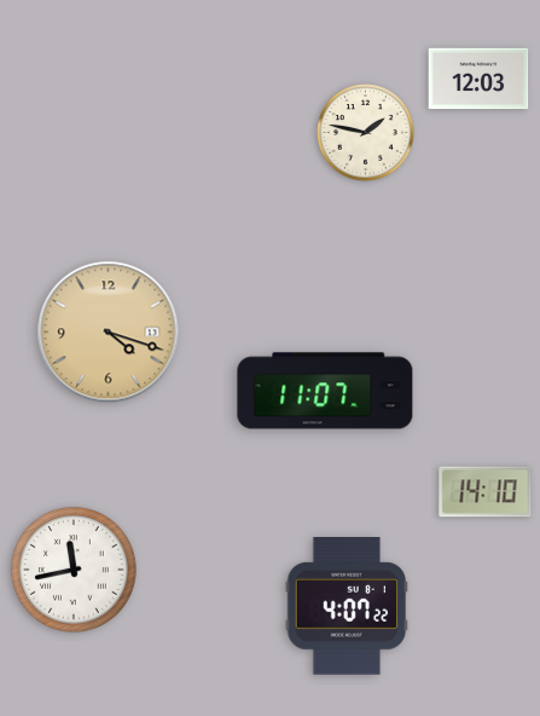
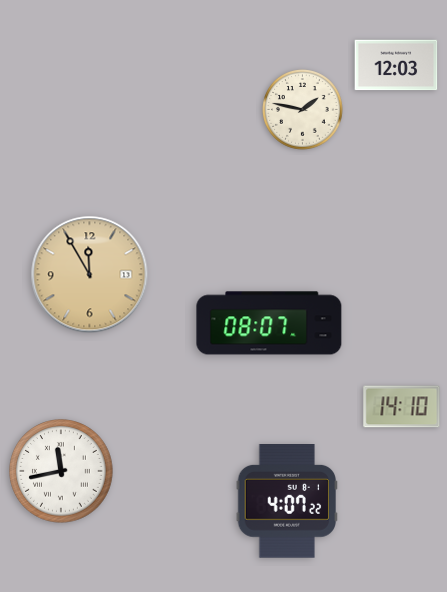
clock at (109, 333): 4:18 -> 11:55
clock at (325, 391): 11:07 -> 08:07
